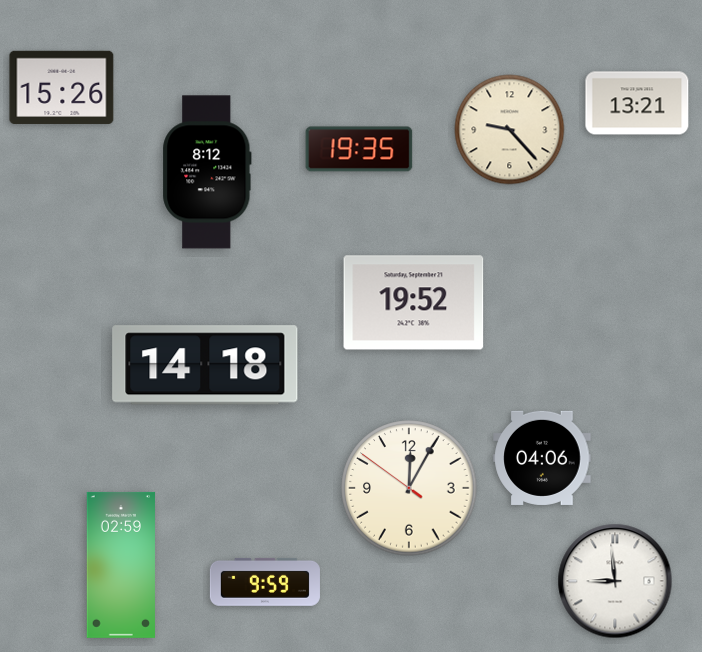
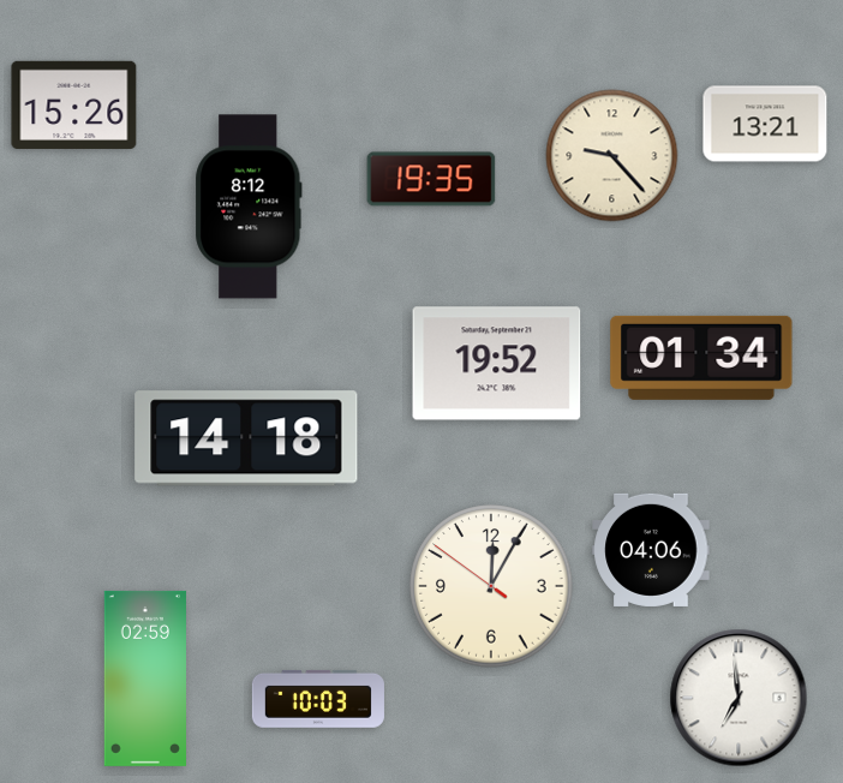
clock at (701, 358): none -> 01:34
clock at (615, 581): 8:59 -> 6:59
clock at (265, 582): 9:59 -> 10:03
